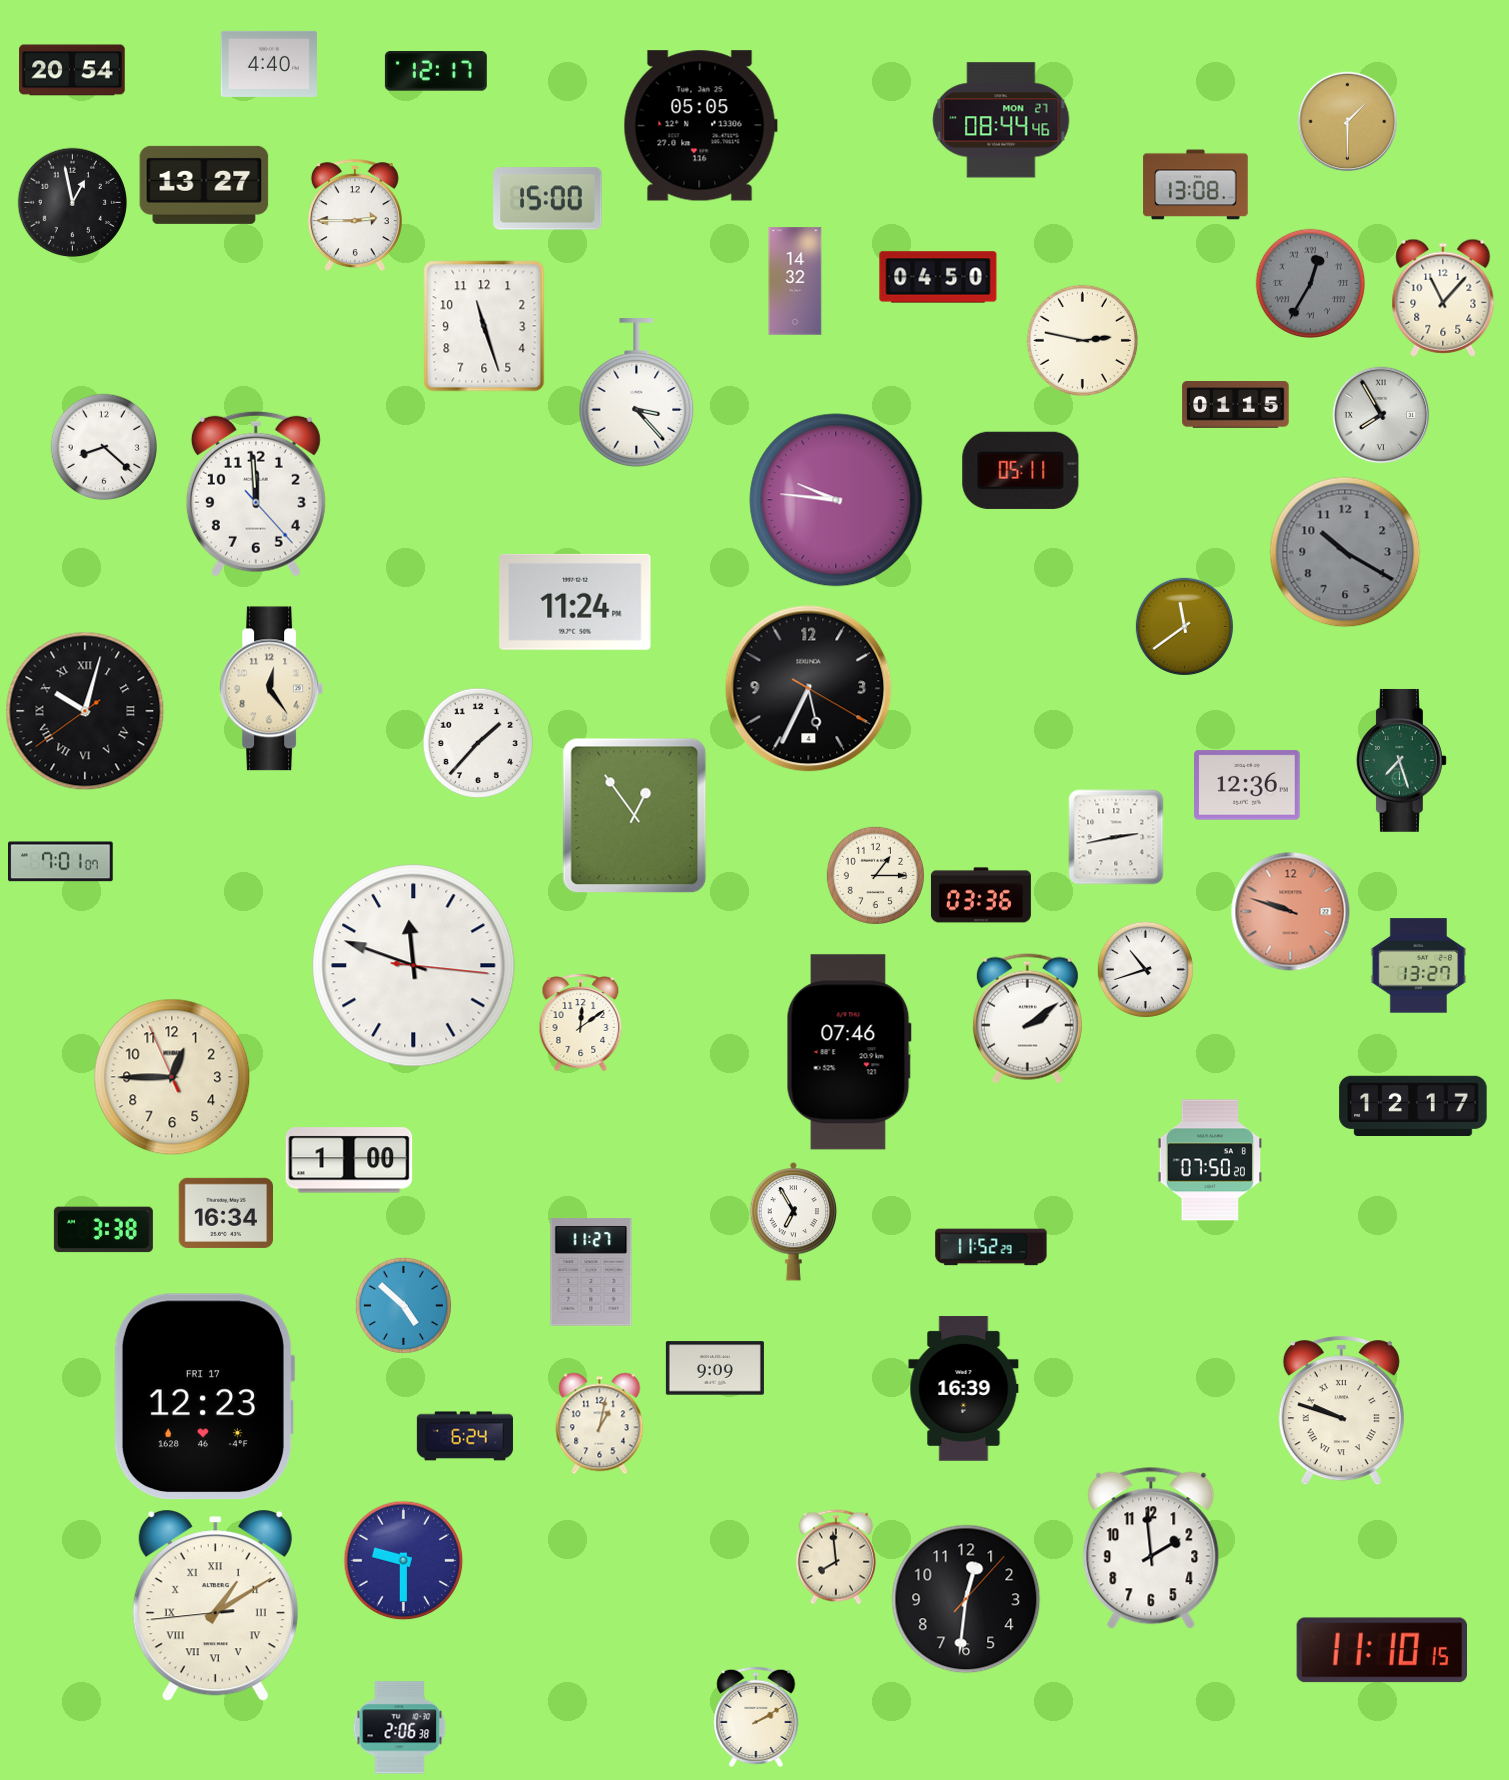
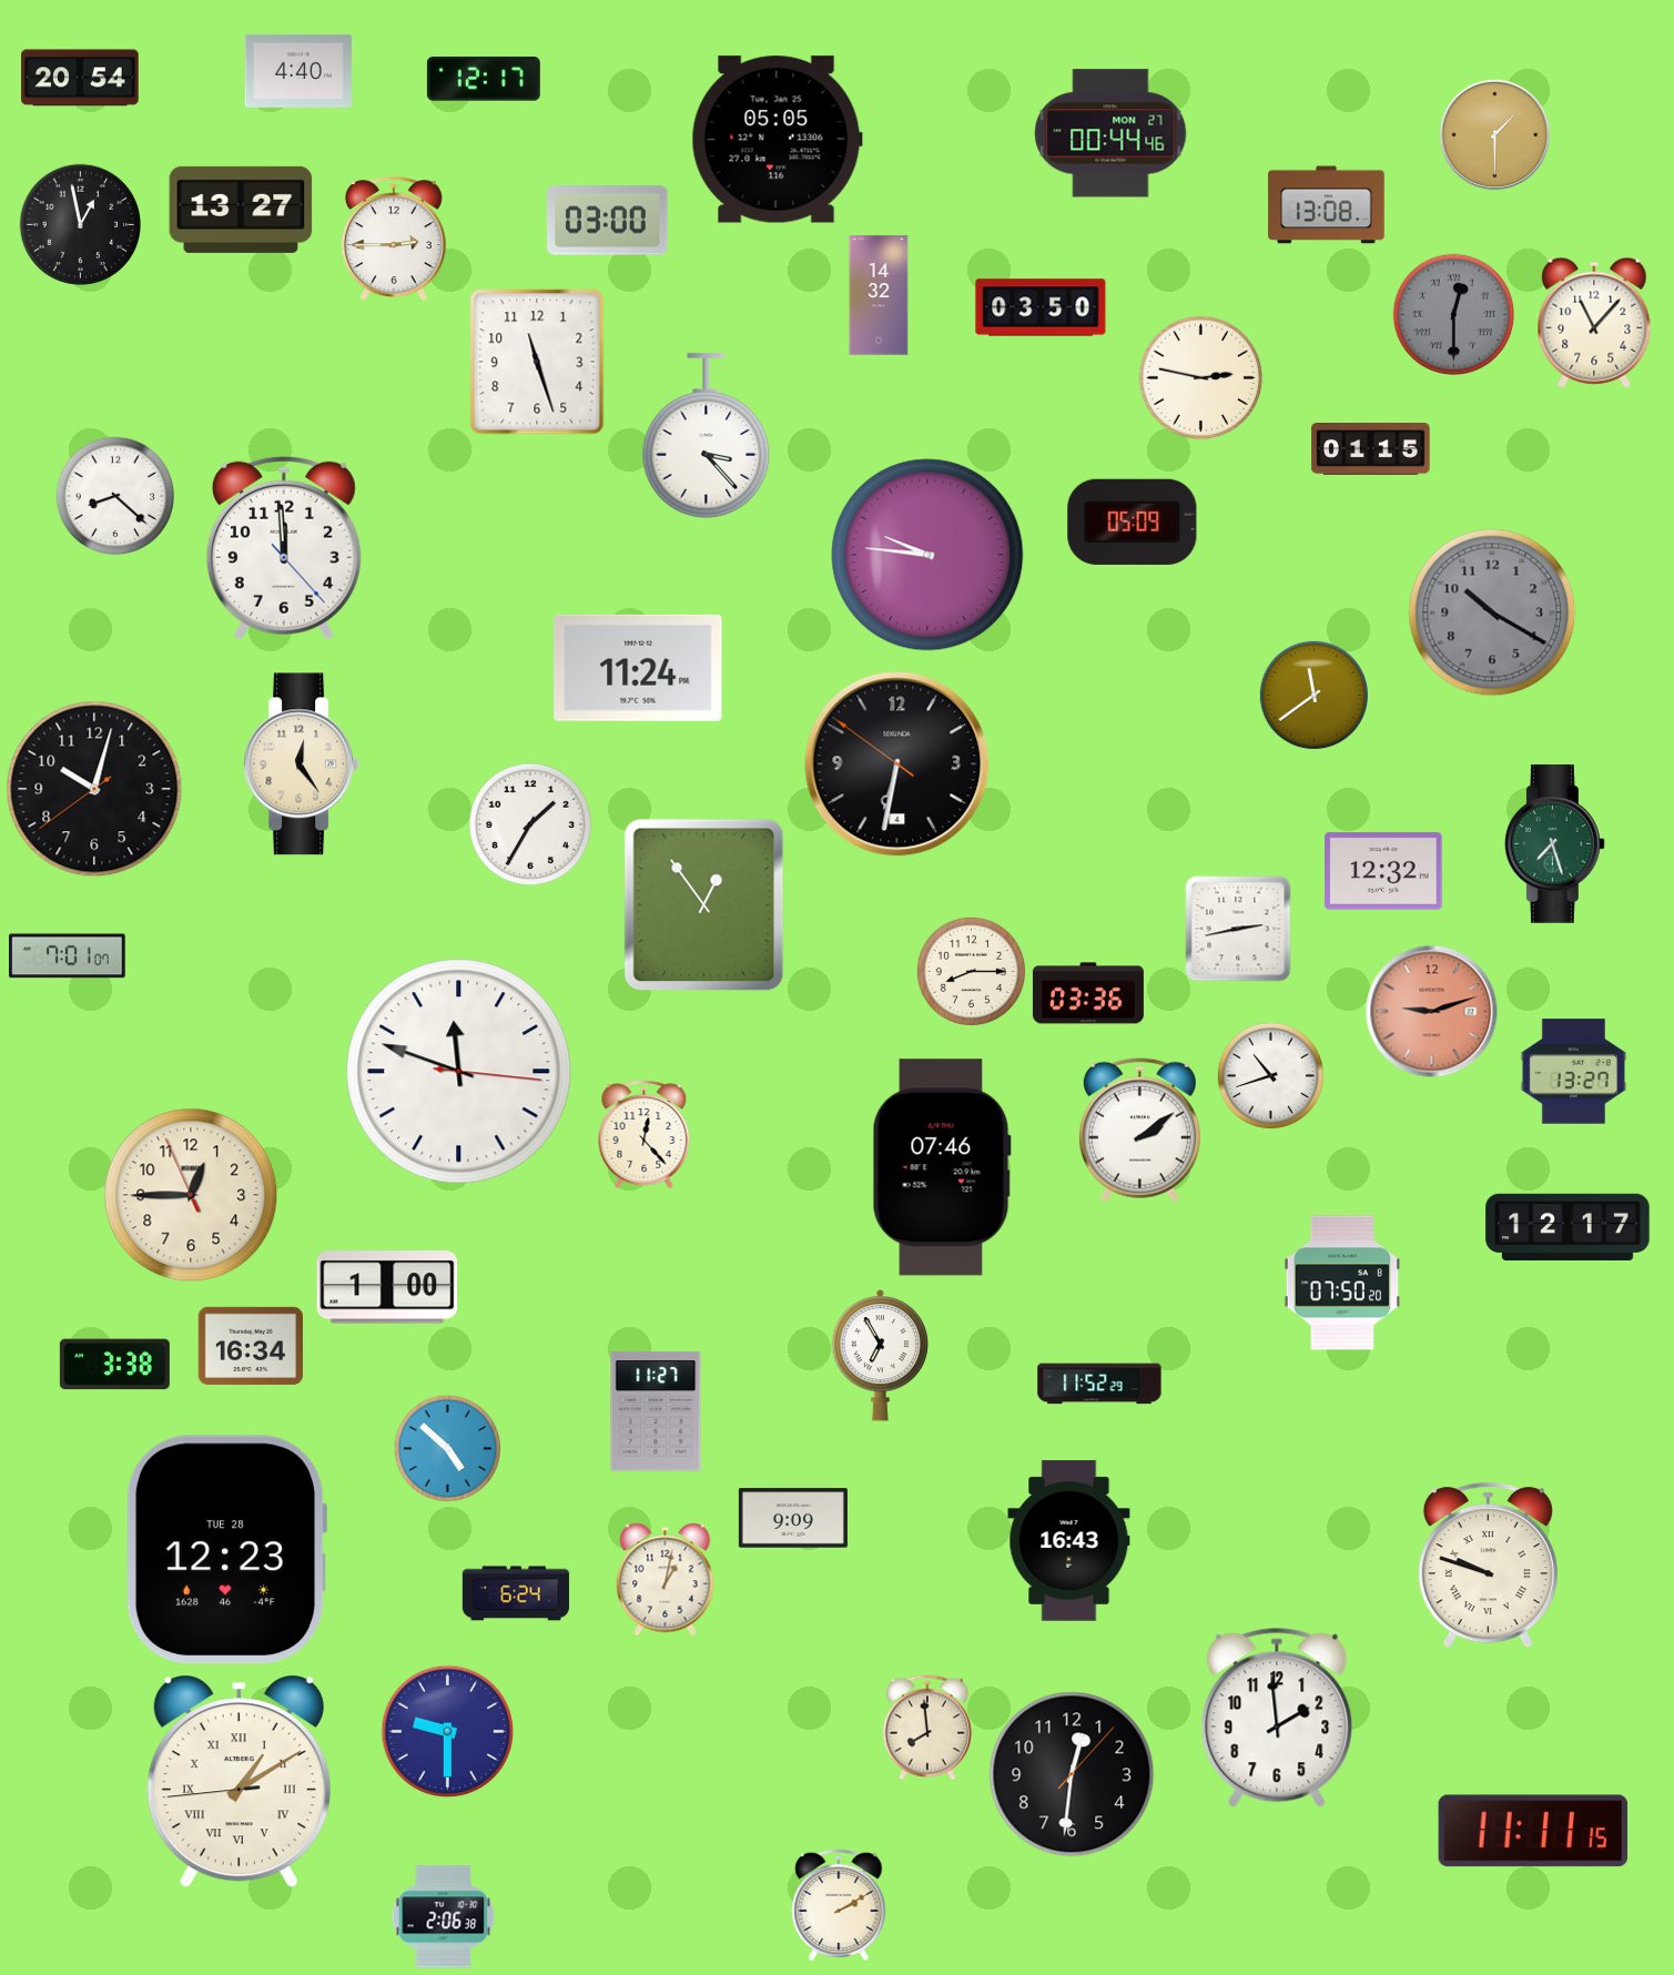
clock at (1001, 120): 08:44 -> 00:44
clock at (204, 185) position: (204, 185) -> (241, 210)
clock at (548, 199): 15:00 -> 03:00
clock at (938, 277): 04:50 -> 03:50
clock at (795, 281) position: (795, 281) -> (879, 295)
clock at (1311, 284): 12:35 -> 12:30
clock at (1443, 298) position: (1443, 298) -> (1594, 323)
clock at (1381, 415): 7:55 -> none
clock at (1021, 470): 05:11 -> 05:09
clock at (809, 689): 5:34 -> 6:31
clock at (85, 711) numerals: Roman -> Arabic
clock at (478, 743): 1:37 -> 1:35
clock at (1247, 785): 12:36 -> 12:32
clock at (875, 875): 1:15 -> 8:15
clock at (1291, 912): 9:48 -> 9:12
clock at (581, 1023): 12:09 -> 12:23
clock at (1210, 1160) position: (1210, 1160) -> (1342, 1283)
clock at (964, 1389): 16:39 -> 16:43
clock at (204, 1397) date: FRI 17 -> TUE 28
clock at (1381, 1650): 11:10 -> 11:11
